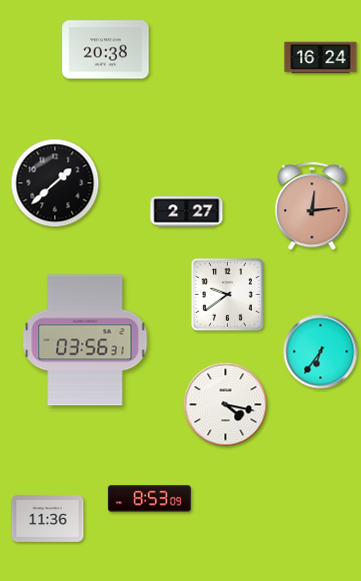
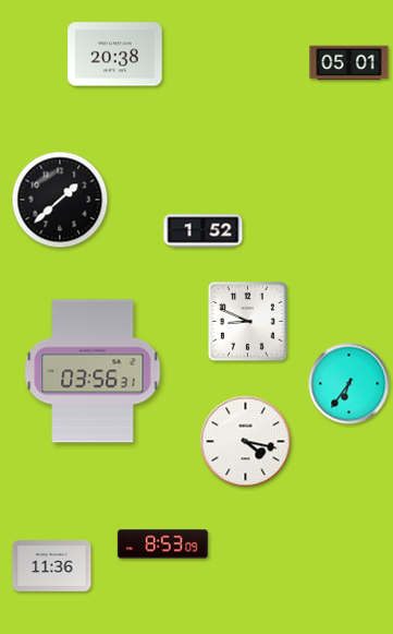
clock at (321, 58): 16:24 -> 05:01
clock at (312, 207): 12:14 -> none
clock at (187, 212): 2:27 -> 1:52
clock at (227, 294): 9:39 -> 8:49
